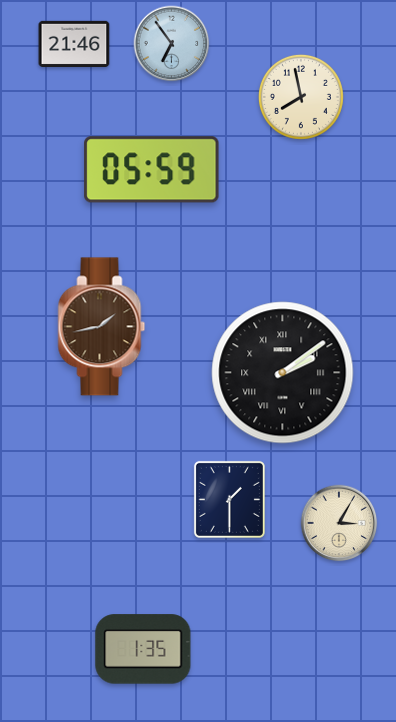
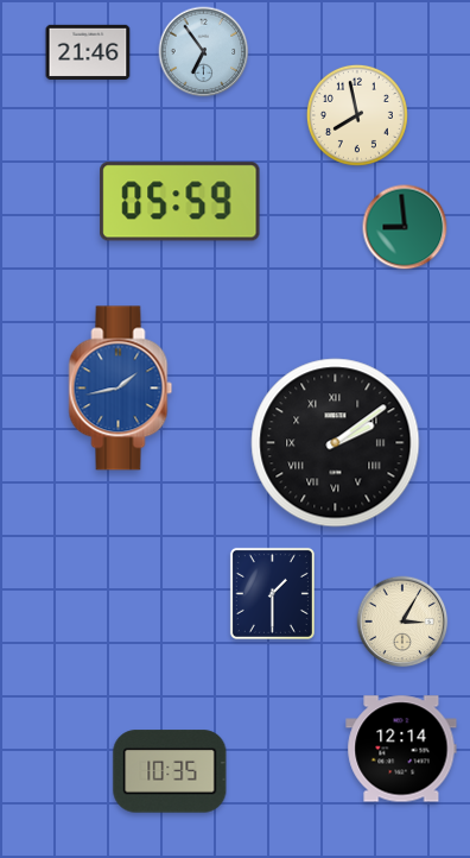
clock at (405, 227): none -> 8:59
clock at (102, 327) dial: brown -> blue
clock at (401, 749): none -> 12:14
clock at (143, 649): 1:35 -> 10:35
